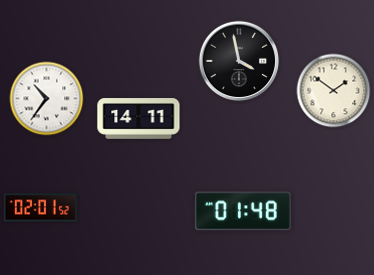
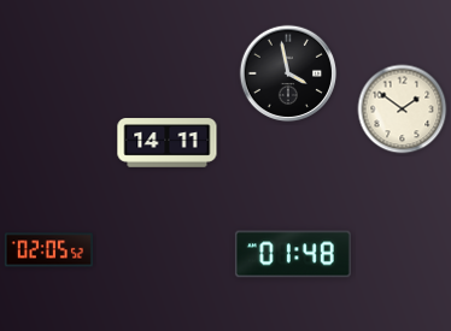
clock at (47, 99): 10:36 -> none
clock at (40, 208): 02:01 -> 02:05
